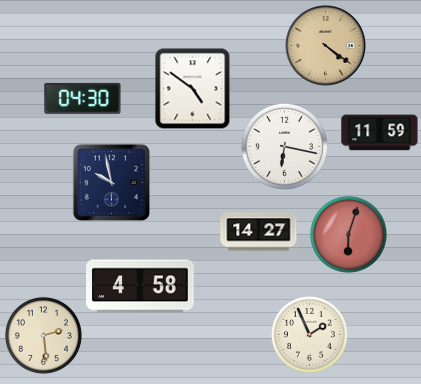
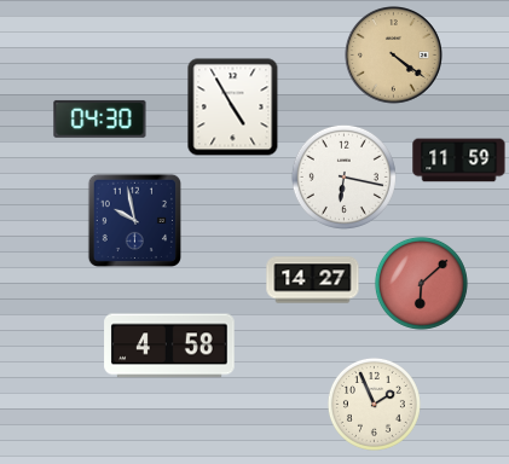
clock at (193, 88): 4:51 -> 4:55
clock at (348, 234): 6:03 -> 6:08
clock at (43, 335): 2:29 -> none
